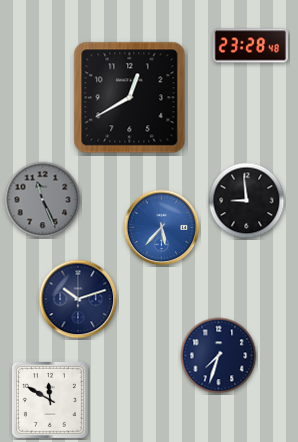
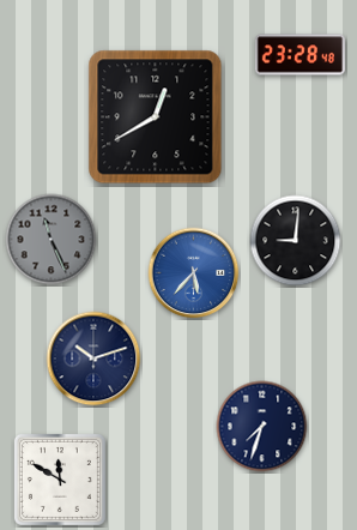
clock at (247, 201): 8:59 -> 9:01
